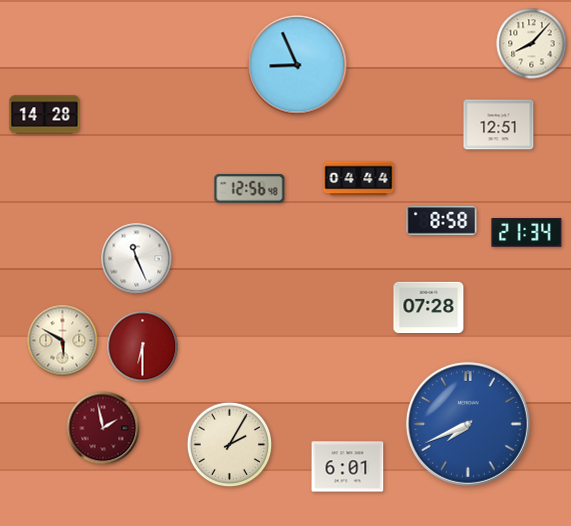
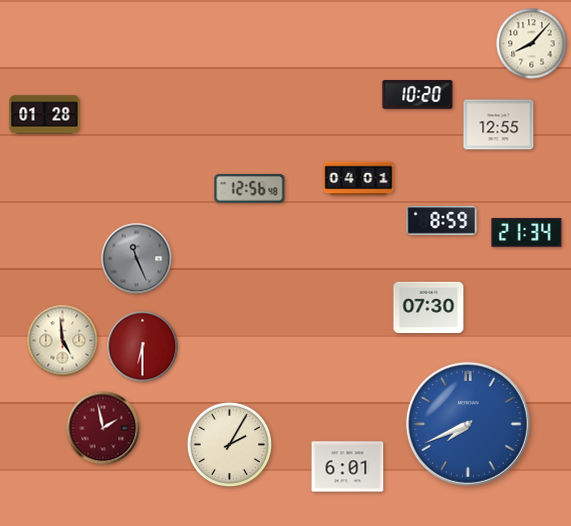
clock at (297, 65): 8:56 -> none
clock at (418, 95): none -> 10:20
clock at (45, 115): 14:28 -> 01:28
clock at (499, 125): 12:51 -> 12:55
clock at (359, 179): 04:44 -> 04:01
clock at (442, 220): 8:58 -> 8:59
clock at (137, 259) dial: white -> grey
clock at (429, 308): 07:28 -> 07:30
clock at (63, 341): 5:50 -> 4:59
